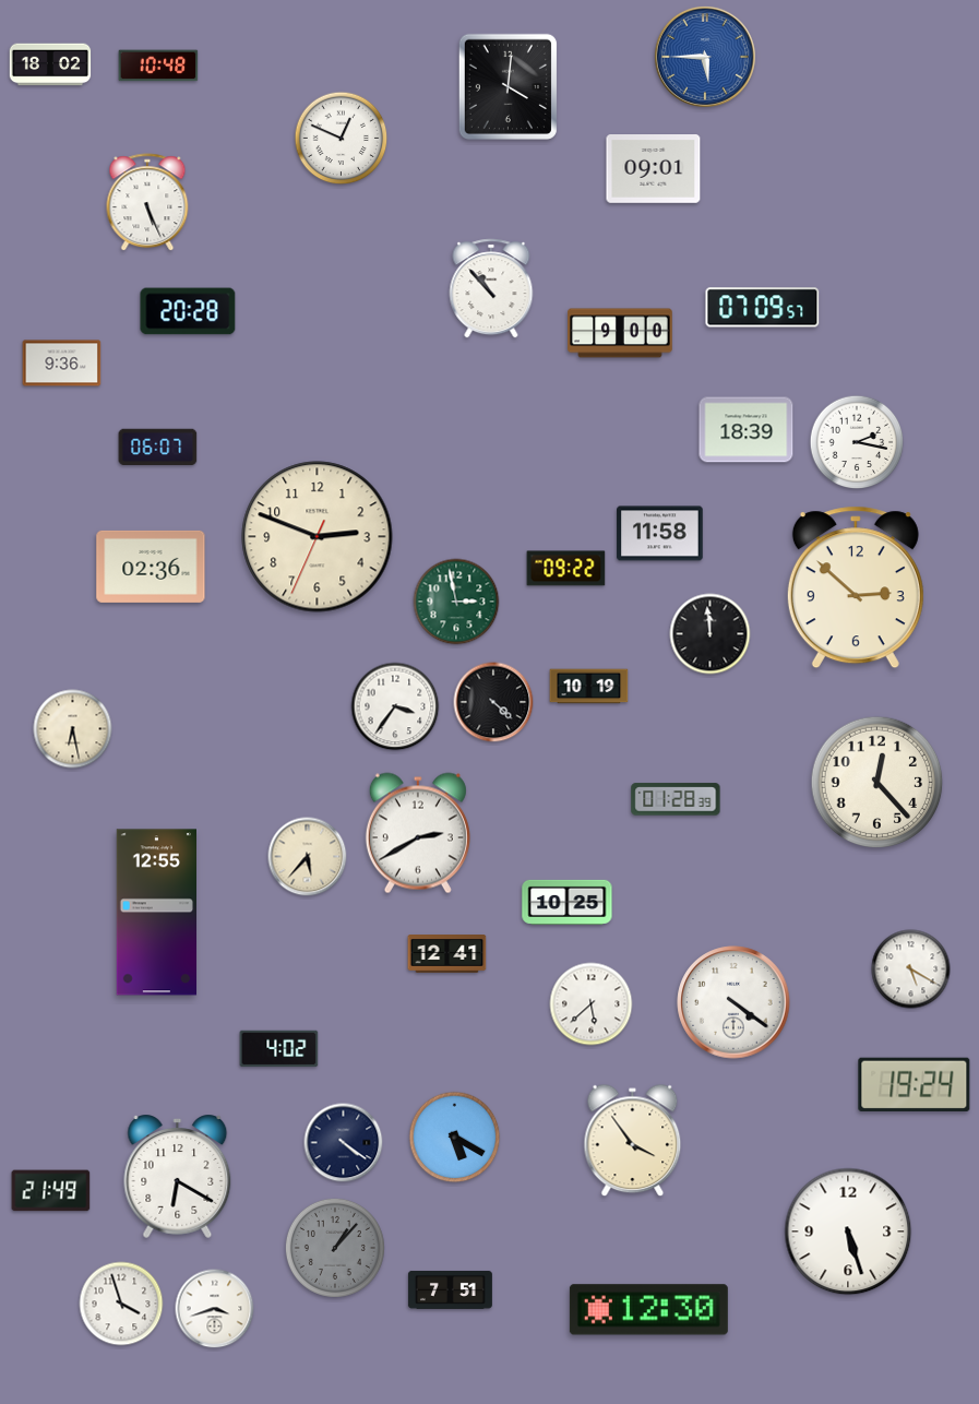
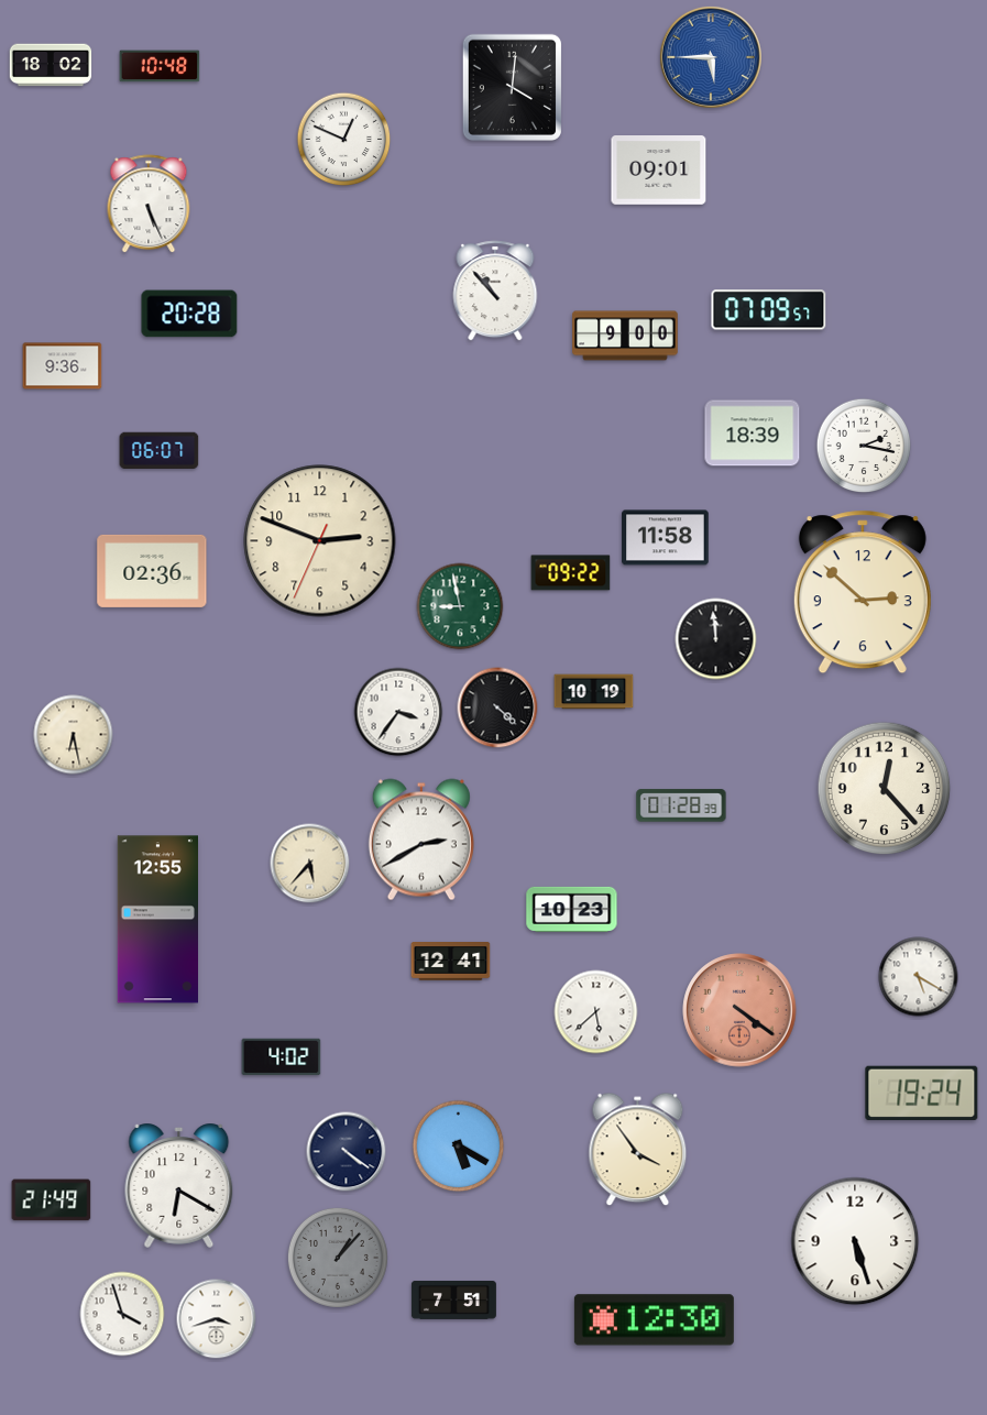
clock at (456, 602): 2:58 -> 8:58
clock at (568, 902): 10:25 -> 10:23
clock at (733, 1002) dial: white -> salmon
